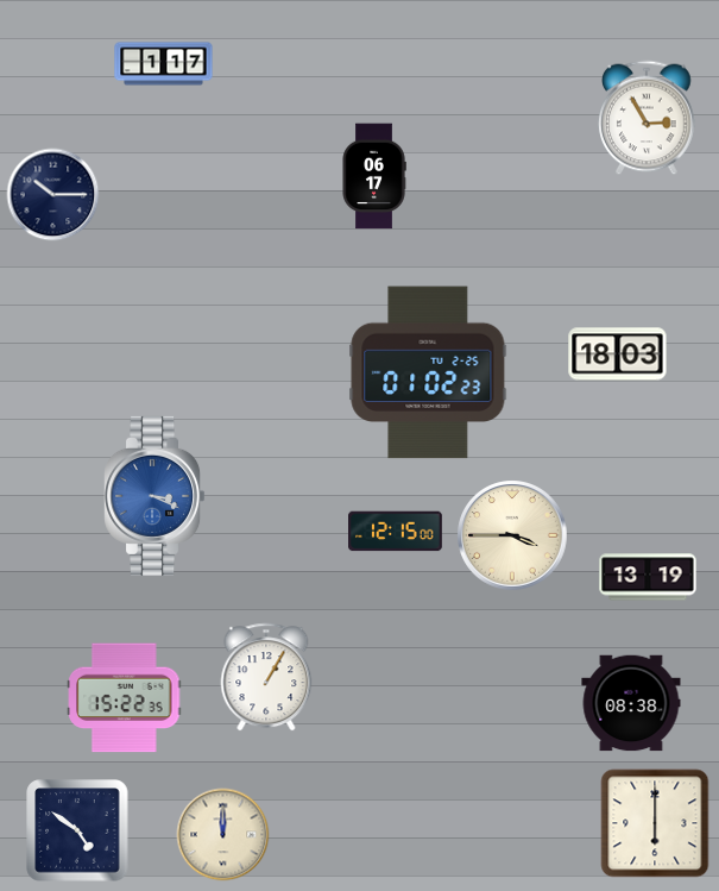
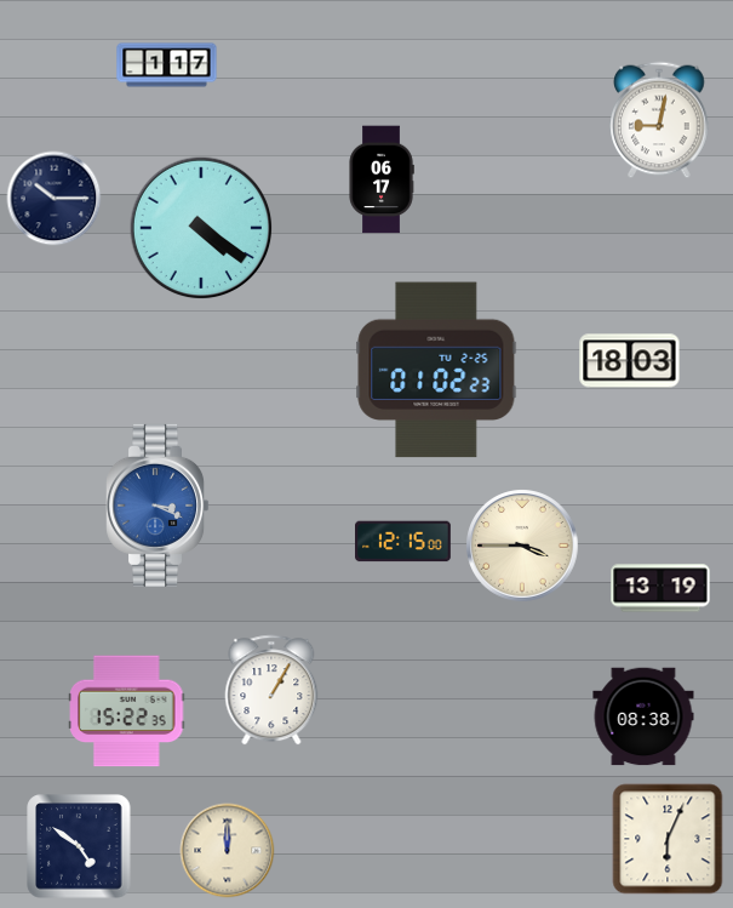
clock at (647, 118): 2:55 -> 9:02
clock at (201, 228): none -> 4:21
clock at (428, 372) position: (428, 372) -> (436, 370)
clock at (655, 823): 6:00 -> 6:04
